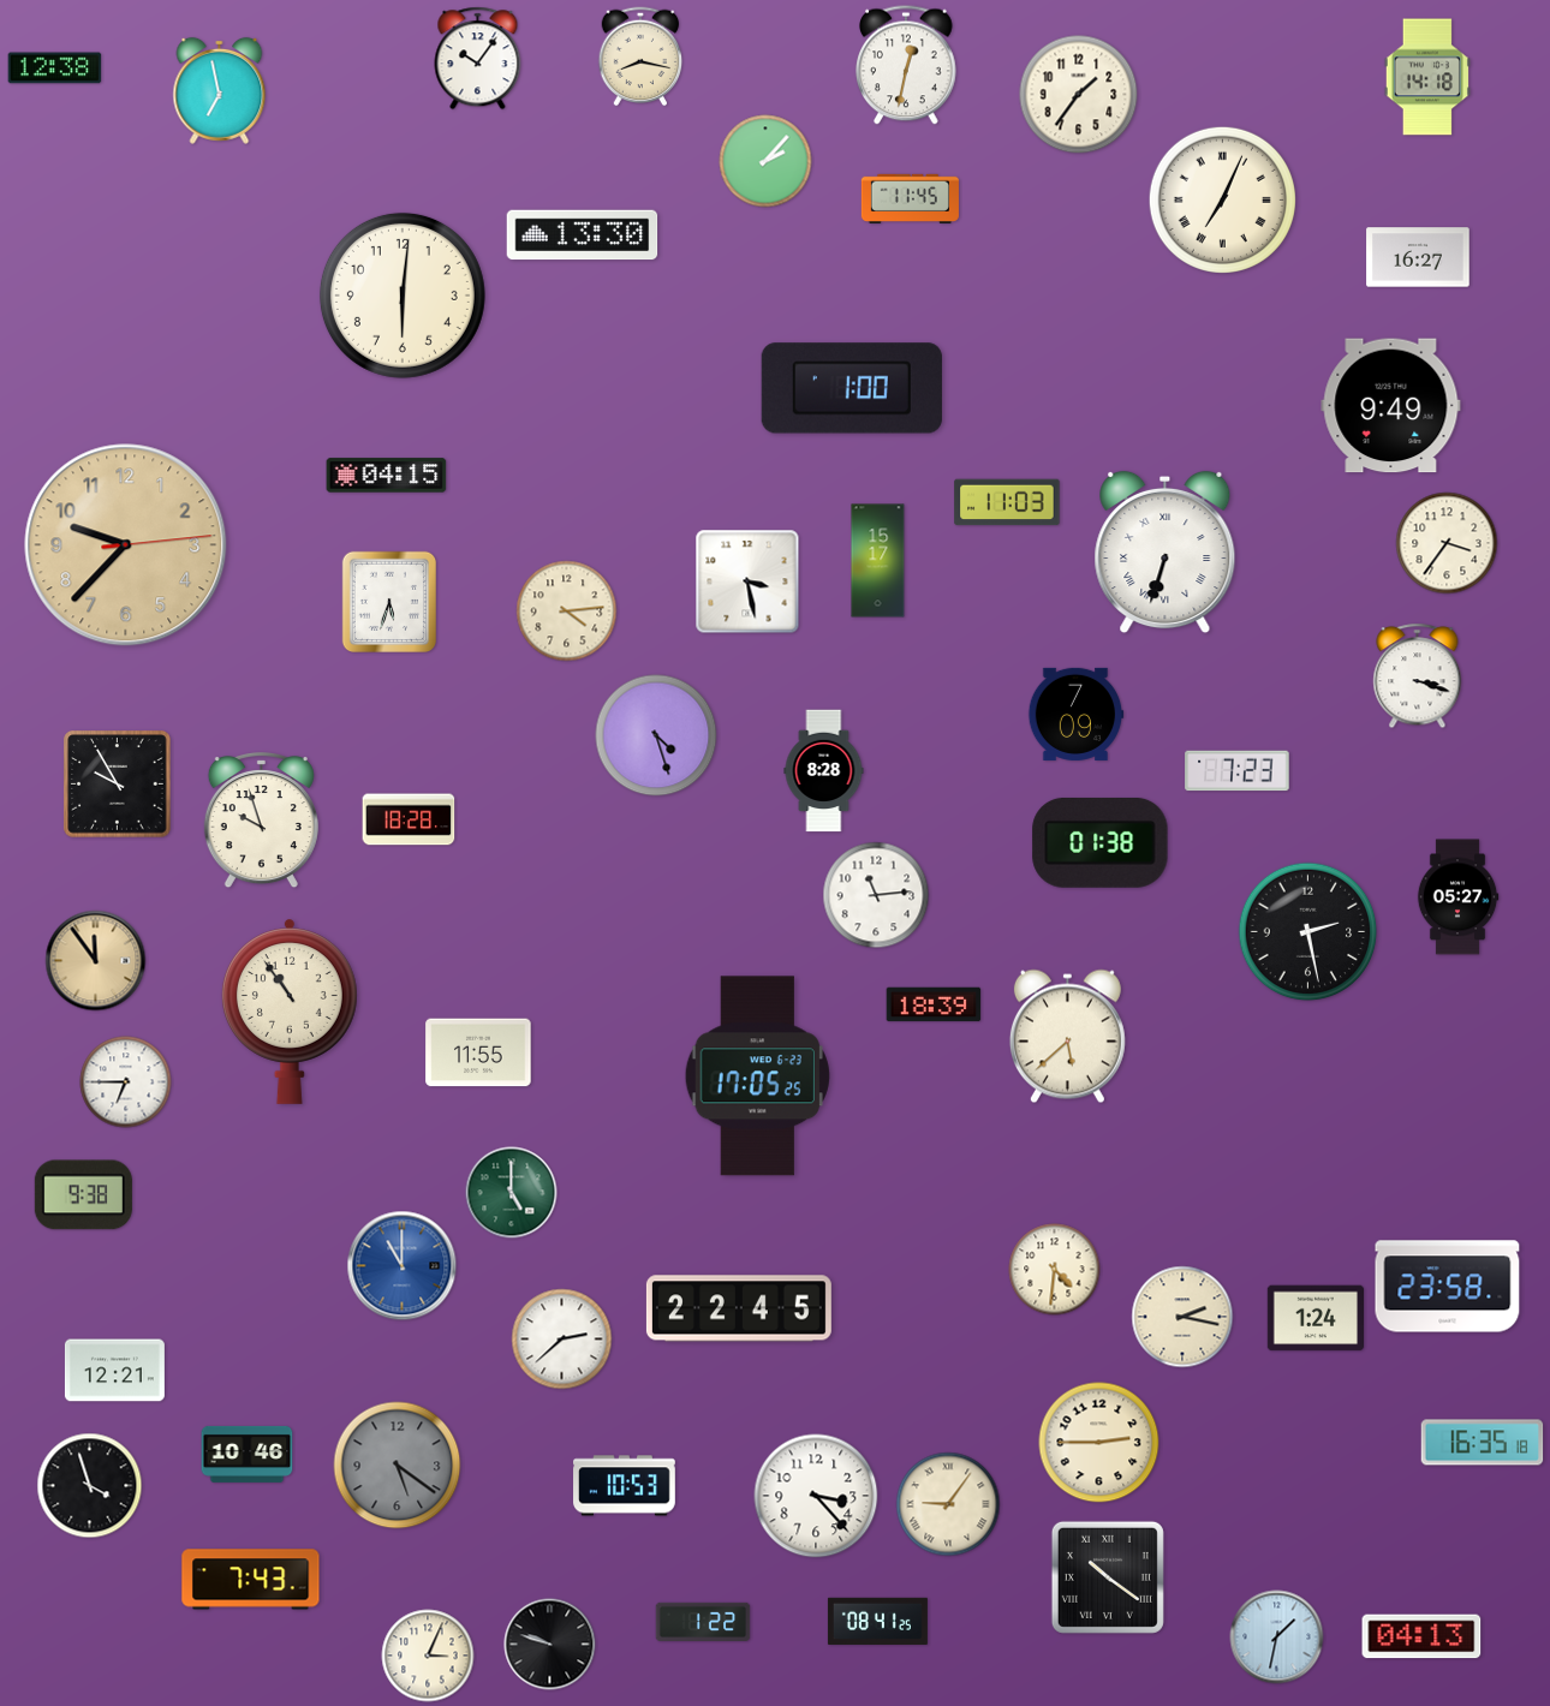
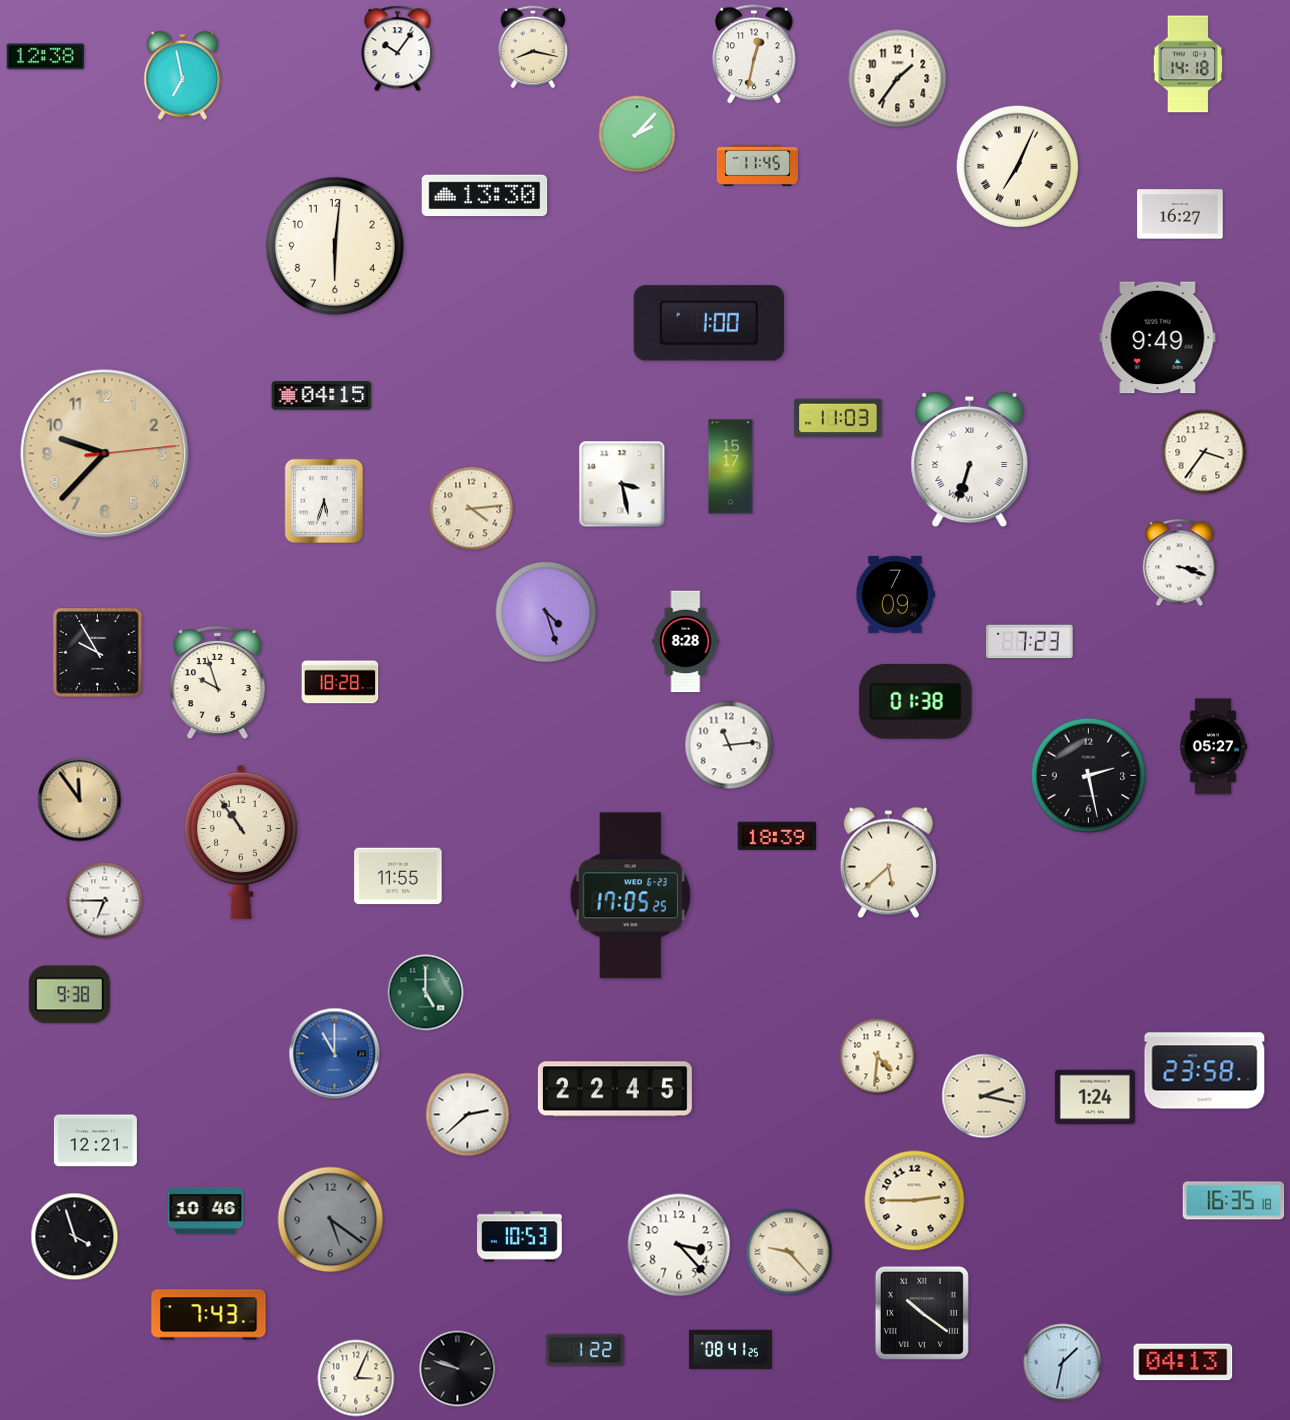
clock at (948, 1504): 9:06 -> 9:23
